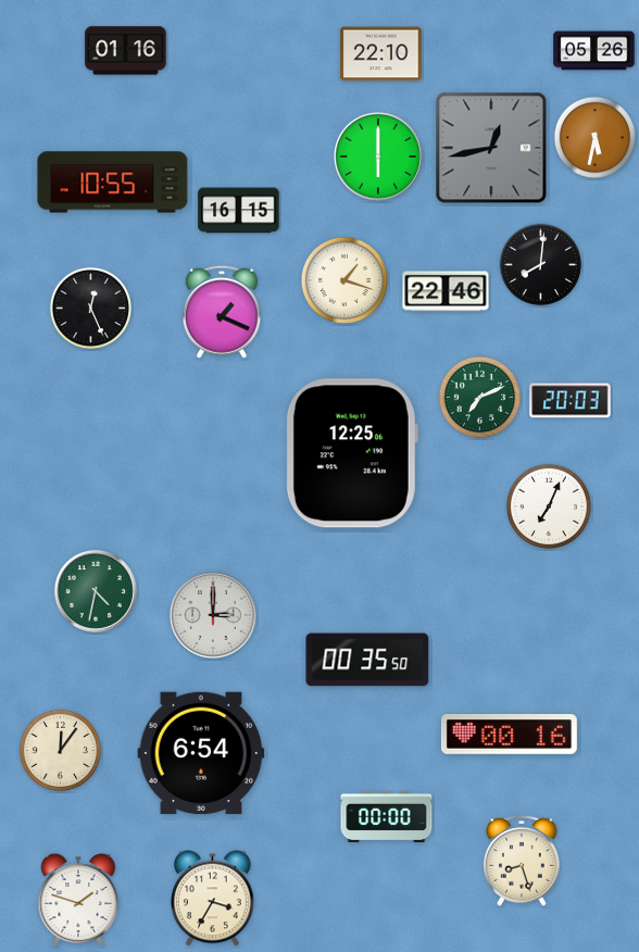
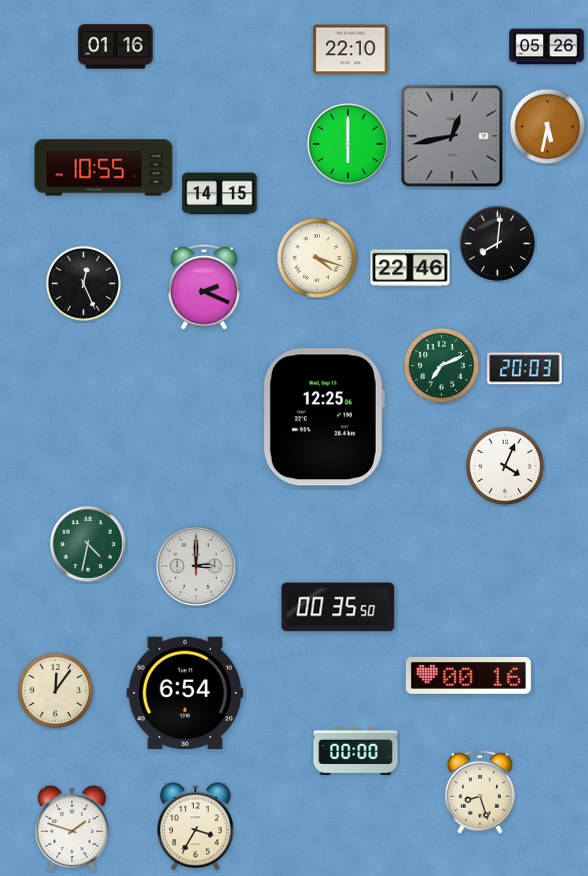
clock at (239, 211): 16:15 -> 14:15
clock at (344, 280): 1:18 -> 4:18
clock at (222, 312): 1:19 -> 2:19
clock at (548, 505): 7:04 -> 4:04
